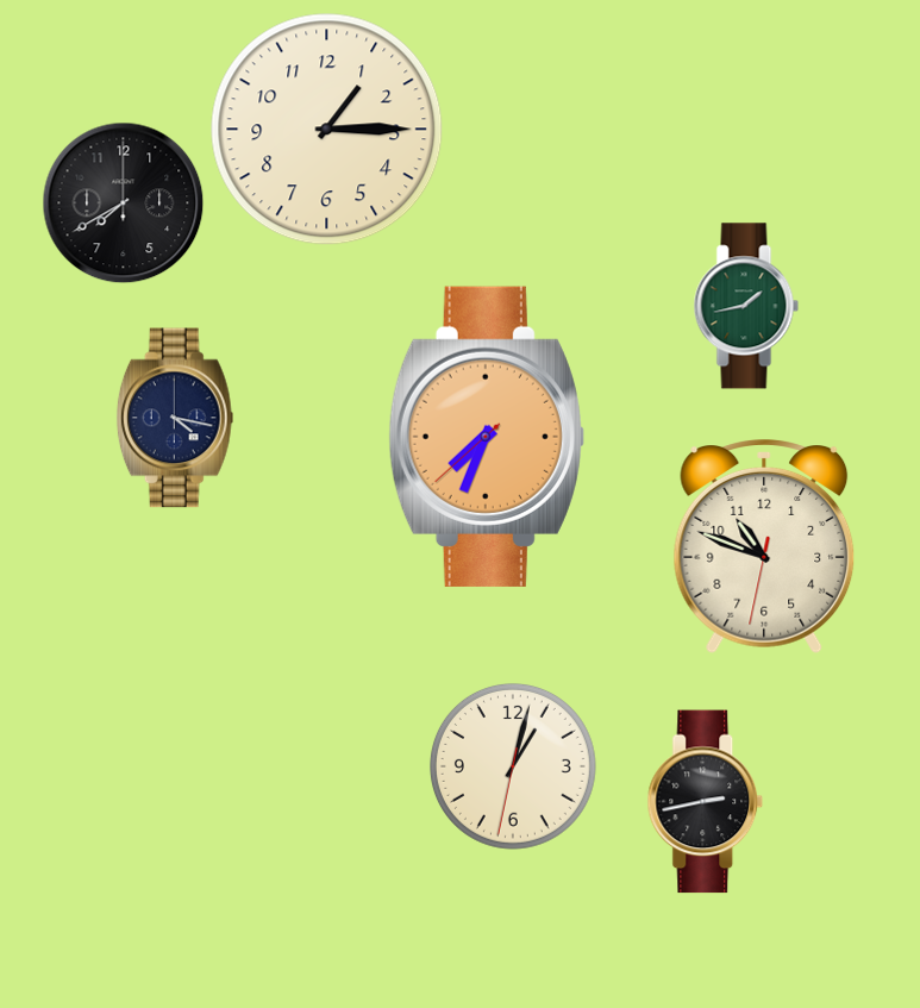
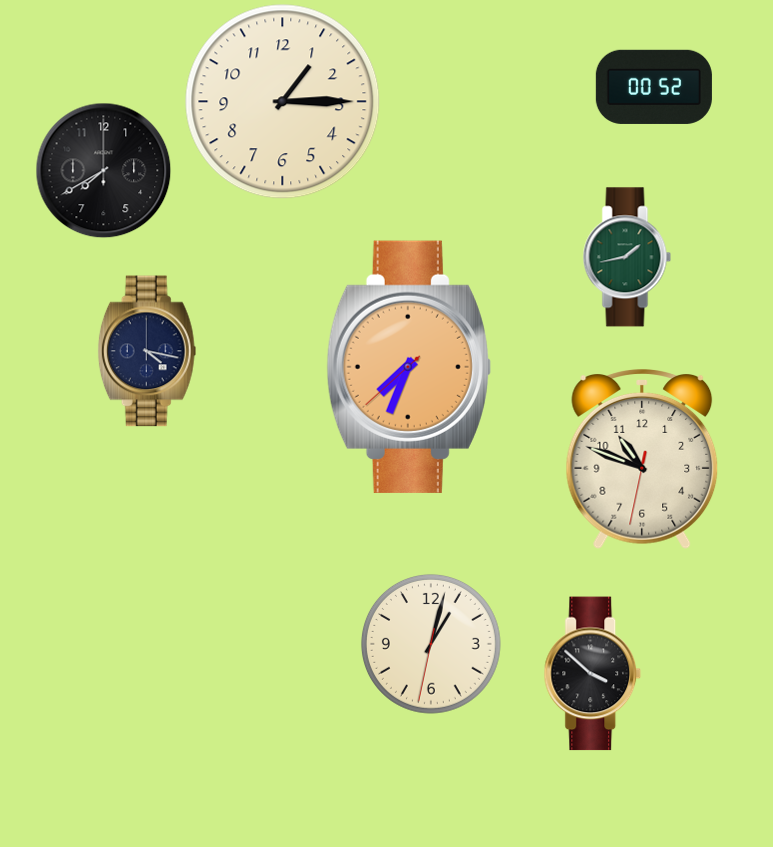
clock at (654, 87): none -> 00:52
clock at (327, 130) position: (327, 130) -> (283, 102)
clock at (706, 802): 2:43 -> 3:52
